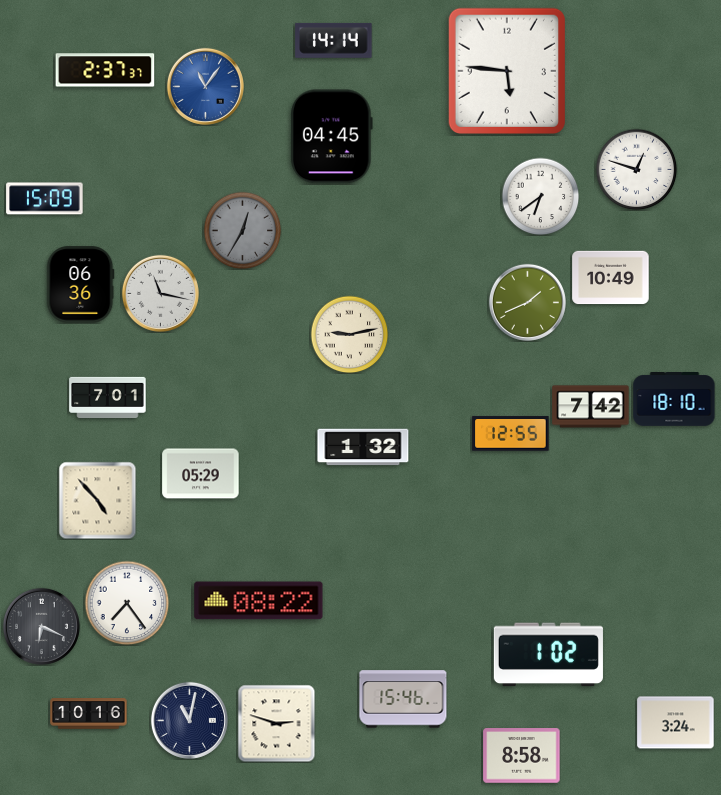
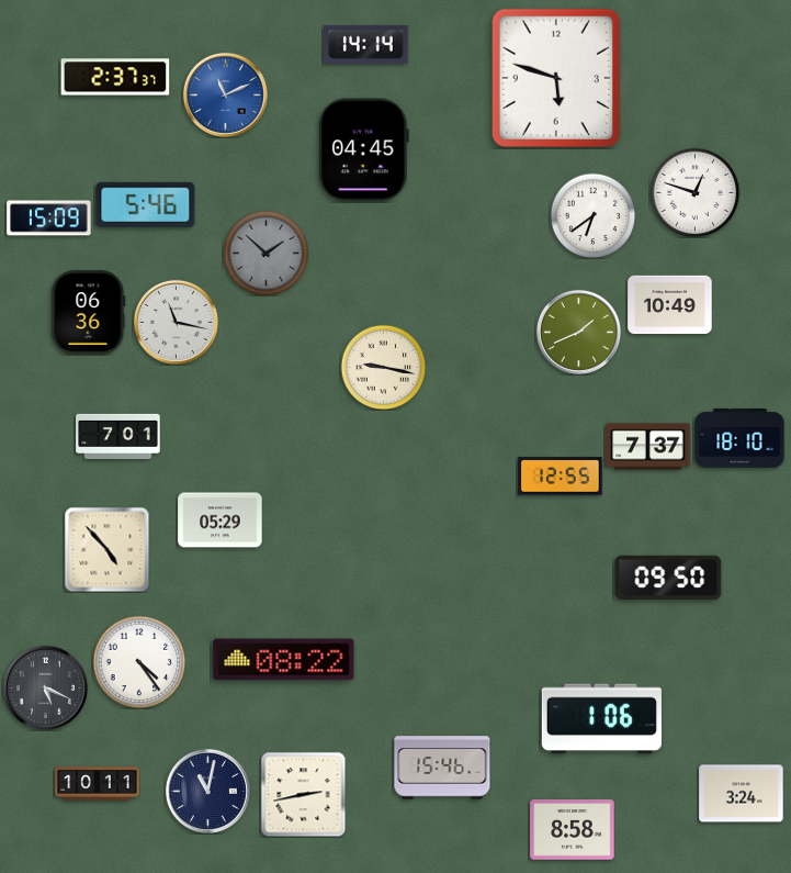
clock at (507, 70): 5:46 -> 5:48
clock at (205, 86): 11:06 -> 11:11
clock at (636, 169) position: (636, 169) -> (694, 192)
clock at (146, 204): none -> 5:46
clock at (242, 230): 12:35 -> 1:52
clock at (349, 334): 9:13 -> 9:17
clock at (591, 407): 7:42 -> 7:37
clock at (363, 447): 1:32 -> none
clock at (668, 578): none -> 09:50
clock at (127, 603): 7:24 -> 4:24
clock at (41, 626): 6:19 -> 5:19
clock at (548, 655): 1:02 -> 1:06
clock at (89, 714): 10:16 -> 10:11
clock at (276, 723): 2:48 -> 2:43
